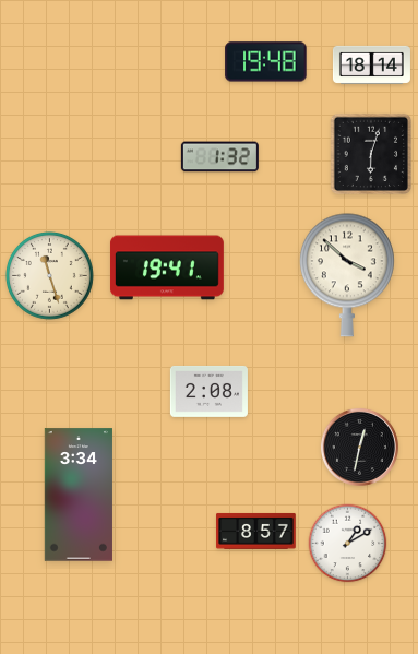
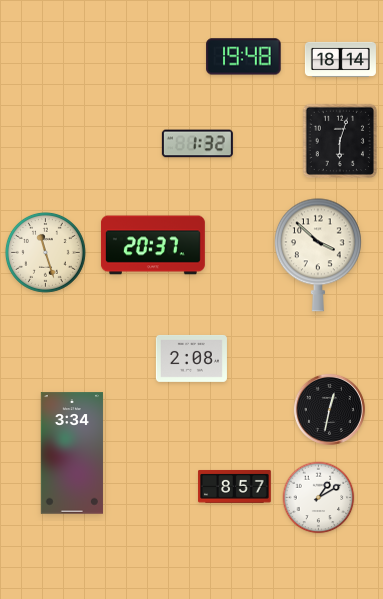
clock at (219, 157) position: (219, 157) -> (197, 144)
clock at (167, 267): 19:41 -> 20:37
clock at (347, 275) position: (347, 275) -> (318, 255)
